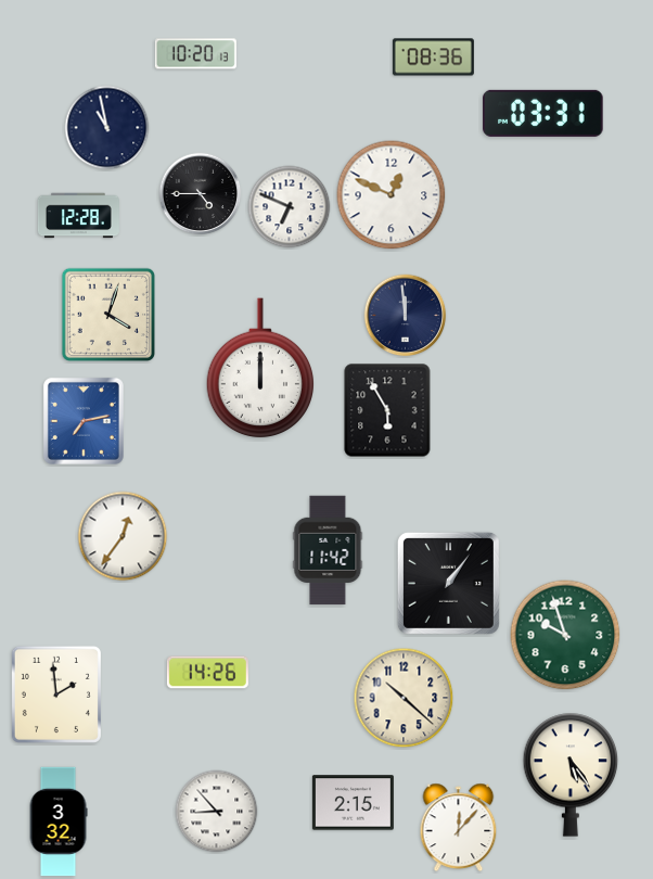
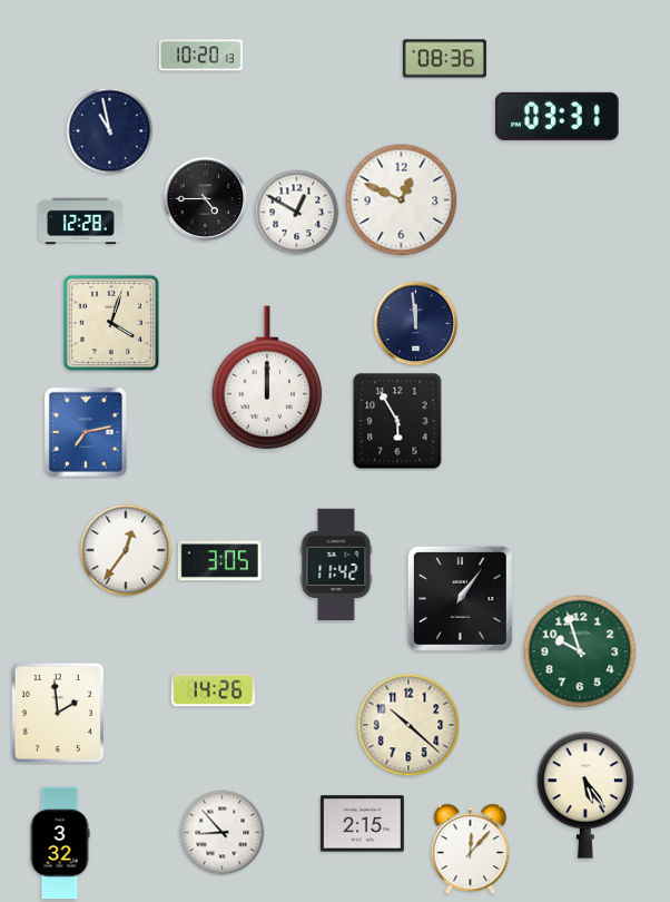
clock at (290, 207): 6:49 -> 12:50
clock at (219, 561): none -> 3:05
clock at (404, 698) position: (404, 698) -> (408, 725)
